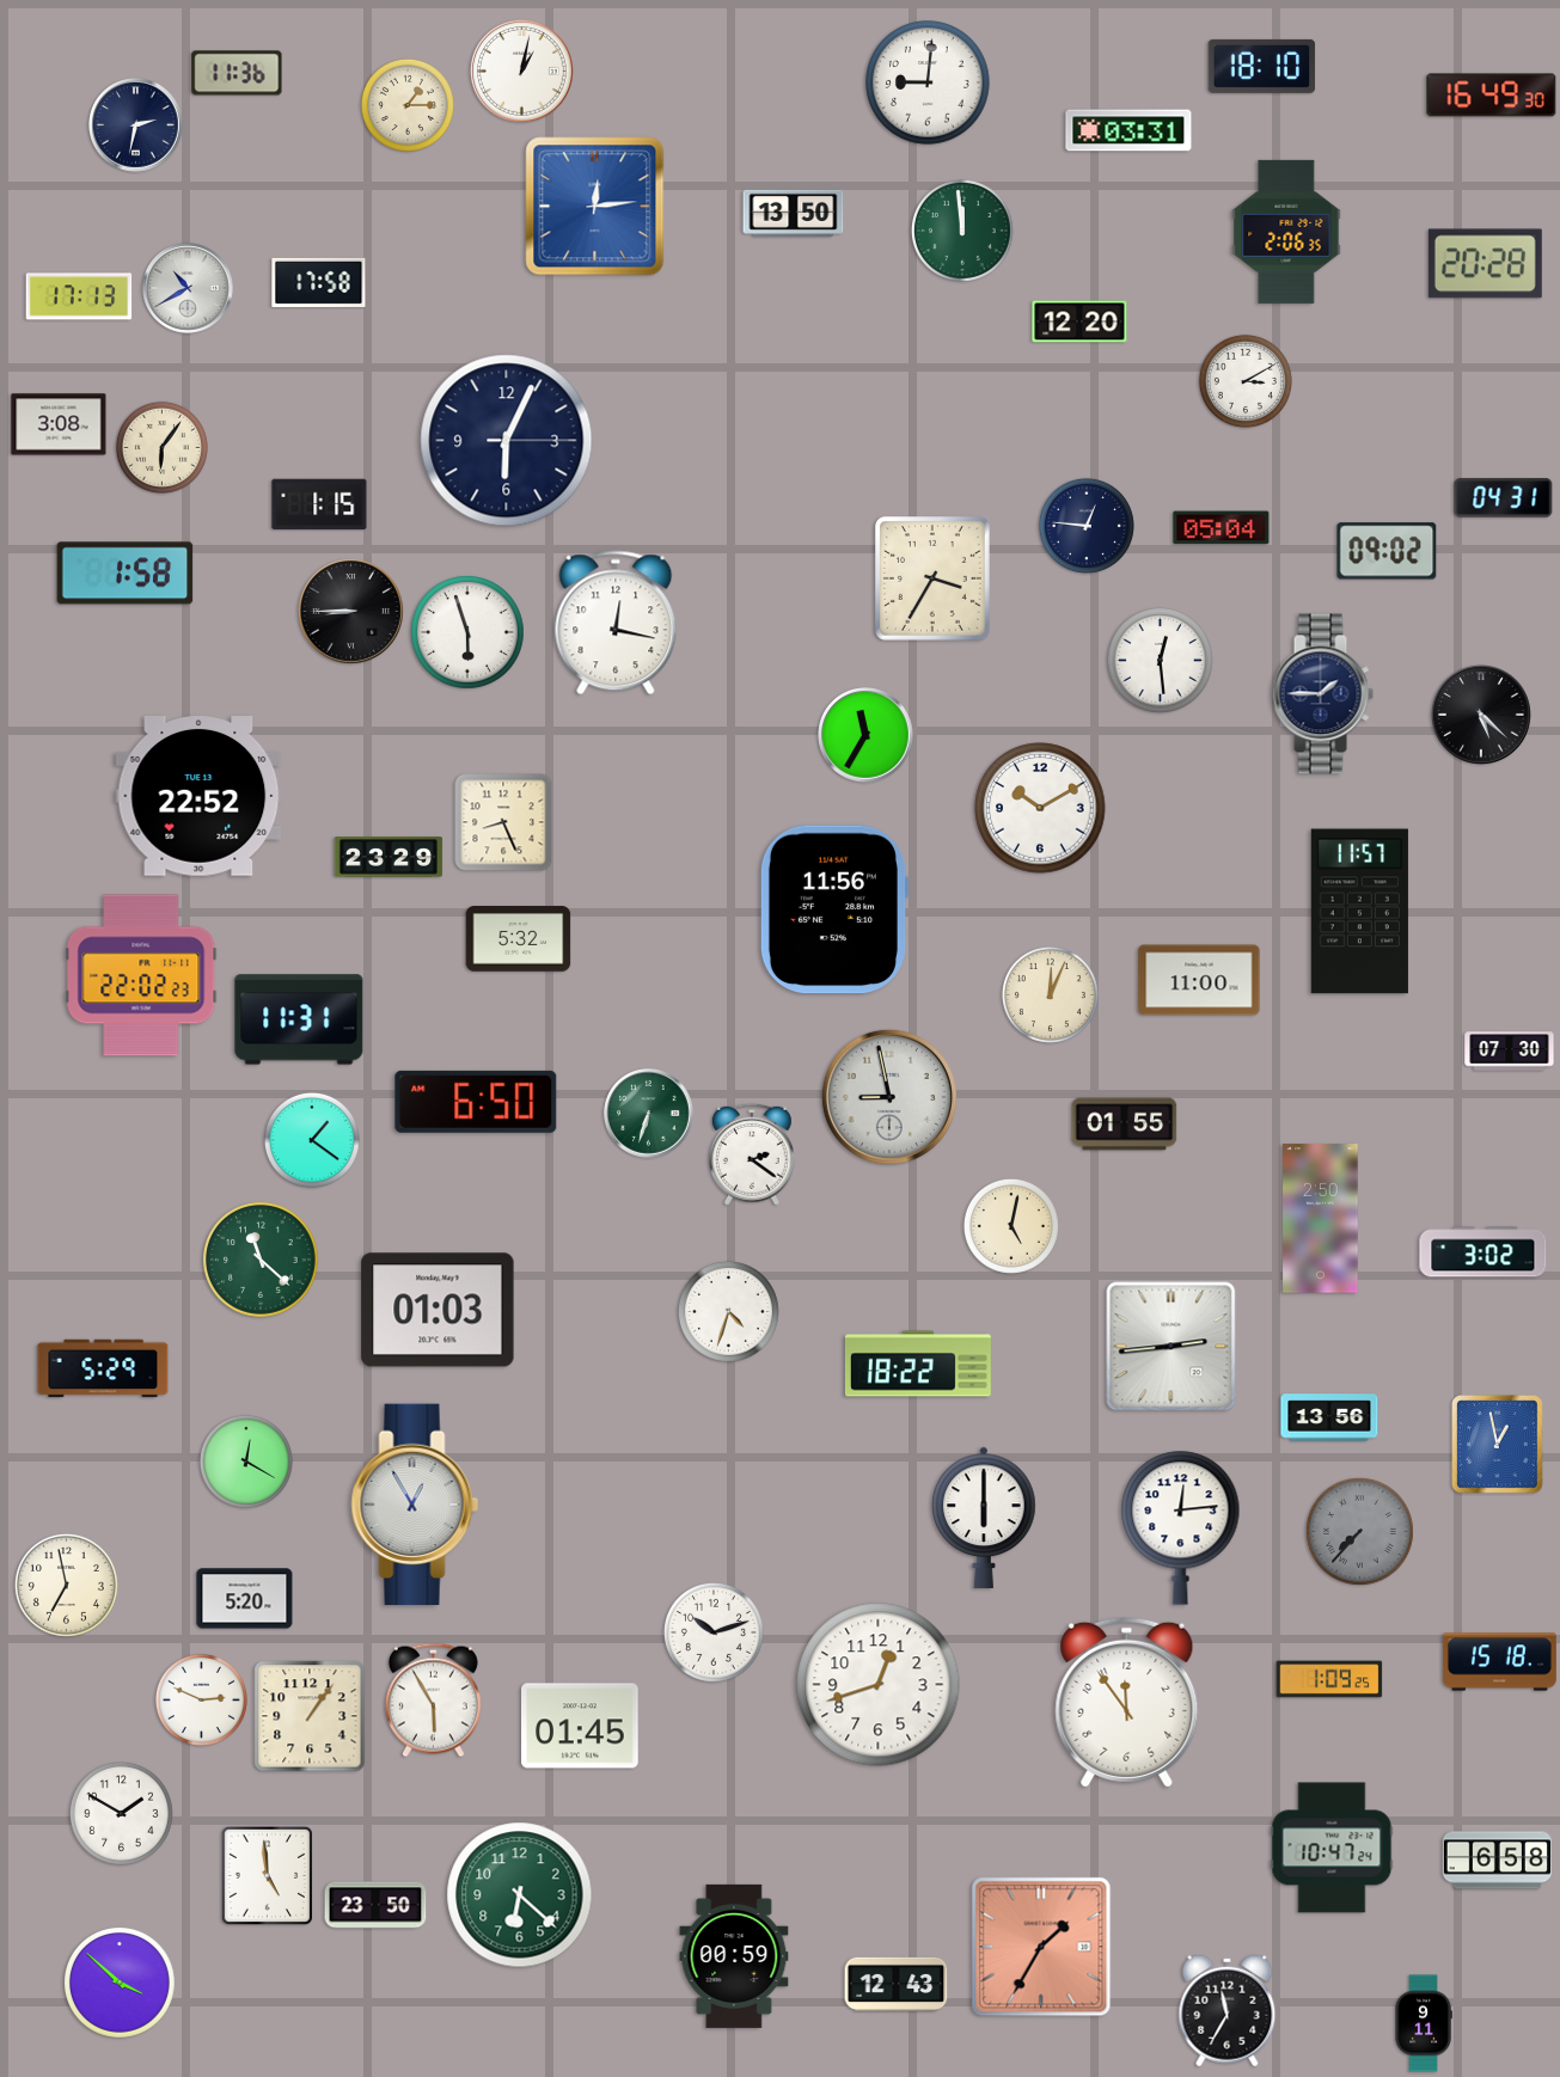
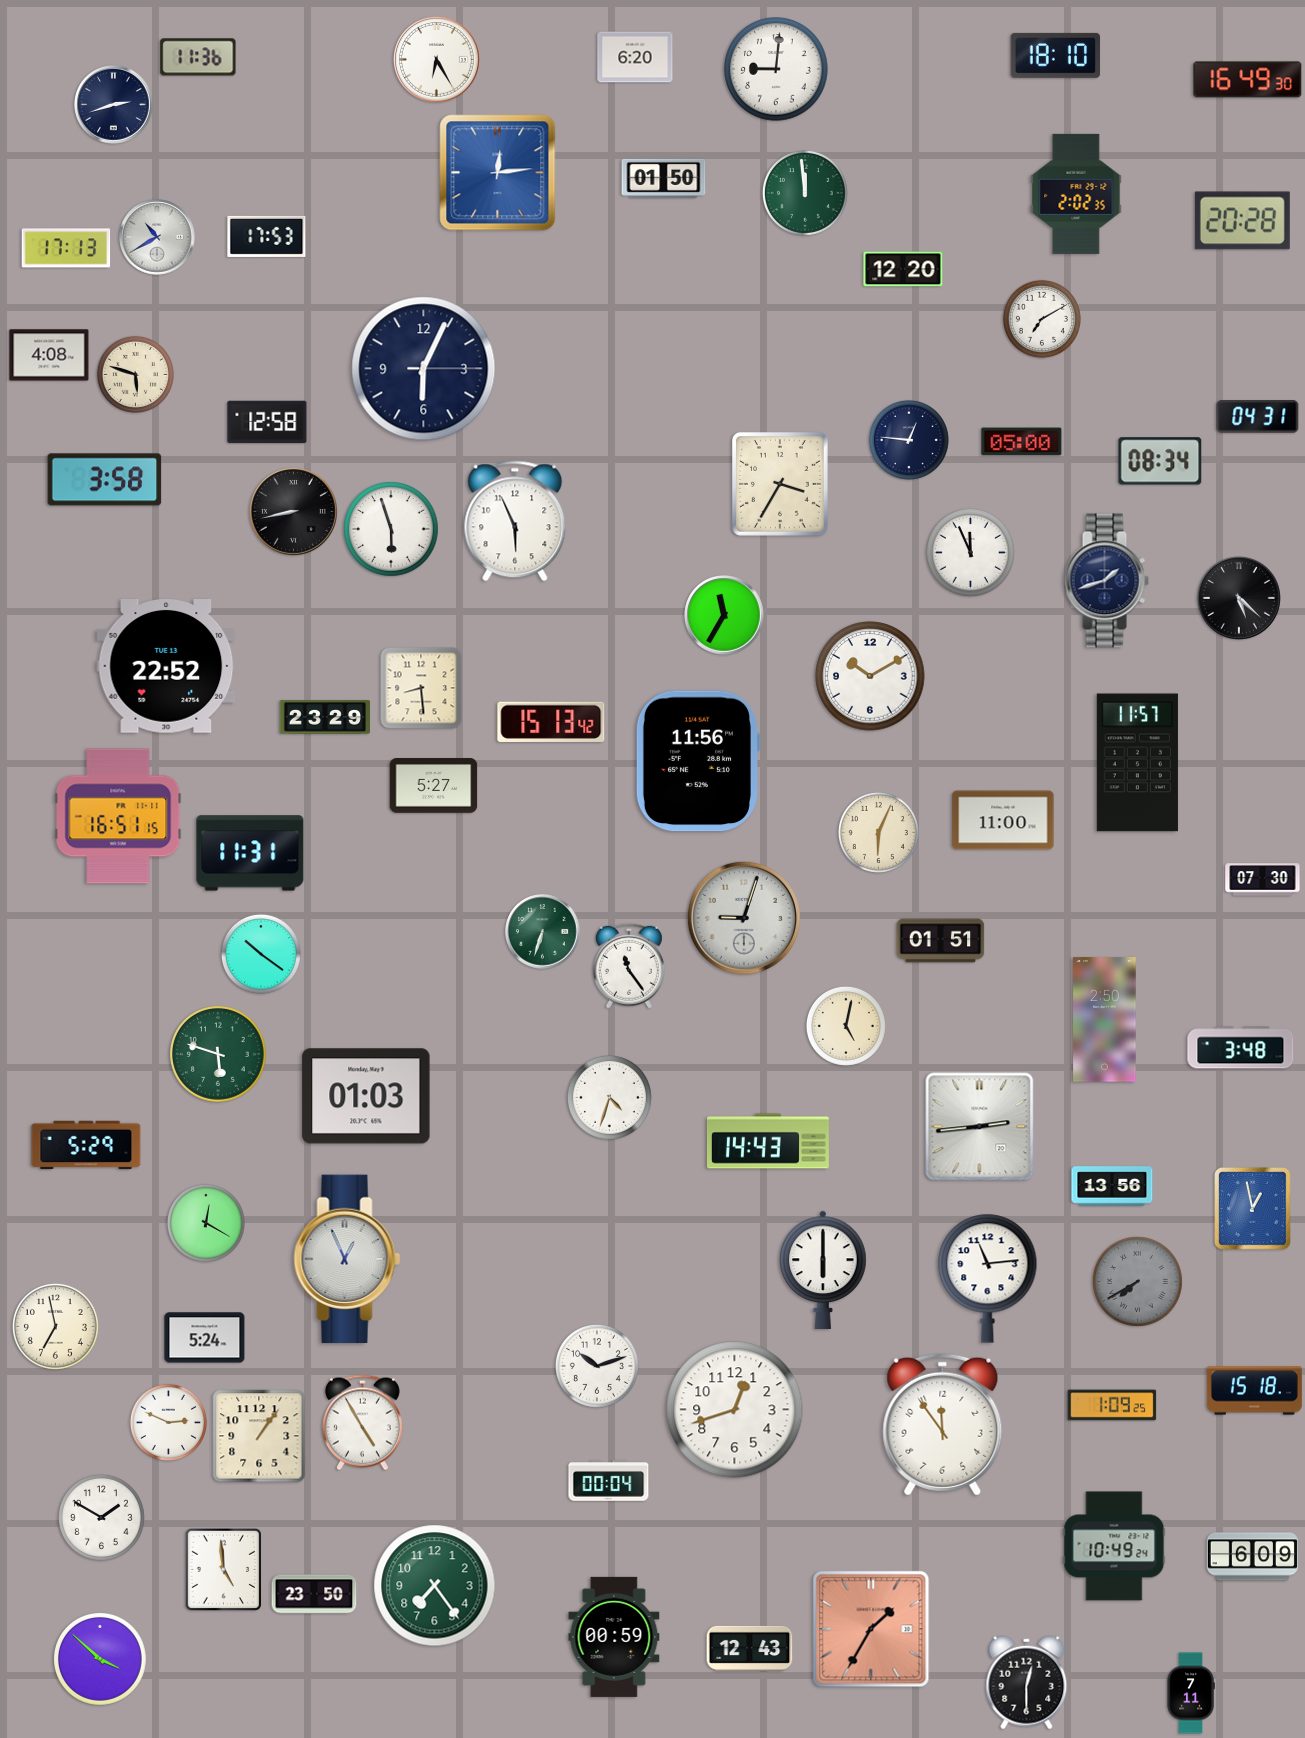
clock at (635, 57): none -> 6:20
clock at (522, 72): 1:02 -> 6:25
clock at (237, 73) position: (237, 73) -> (198, 57)
clock at (408, 105): 1:15 -> none
clock at (136, 125): 2:32 -> 2:42
clock at (1128, 130): 03:31 -> none
clock at (794, 213): 13:50 -> 01:50
clock at (1286, 232): 2:06 -> 2:02
clock at (319, 282): 17:58 -> 17:53
clock at (188, 288) position: (188, 288) -> (157, 237)
clock at (1246, 381): 3:10 -> 7:10
clock at (59, 424): 3:08 -> 4:08
clock at (161, 447): 6:06 -> 5:48
clock at (319, 504): 1:15 -> 12:58
clock at (1222, 528): 05:04 -> 05:00
clock at (1387, 551): 09:02 -> 08:34
clock at (126, 574): 1:58 -> 3:58
clock at (350, 611): 8:45 -> 8:43
clock at (616, 623): 12:17 -> 5:56
clock at (1160, 660): 12:29 -> 11:56
clock at (1322, 694): 1:45 -> 1:42
clock at (503, 822): 8:26 -> 8:29
clock at (551, 722): none -> 15:13
clock at (519, 939): 5:32 -> 5:27
clock at (141, 975): 22:02 -> 16:51
clock at (1050, 994): 12:04 -> 6:04
clock at (889, 1097): 8:58 -> 9:03
clock at (476, 1102): 6:50 -> none
clock at (1125, 1125): 01:55 -> 01:51
clock at (312, 1140): 1:21 -> 10:21
clock at (752, 1154): 2:21 -> 11:24
clock at (1483, 1252): 3:02 -> 3:48
clock at (262, 1261): 11:22 -> 5:48
clock at (918, 1364): 18:22 -> 14:43
clock at (415, 1505): 12:55 -> 12:56
clock at (1181, 1527): 12:14 -> 11:14
clock at (1359, 1531): 7:37 -> 7:40
clock at (245, 1599): 5:20 -> 5:24
clock at (433, 1701): 5:55 -> 4:55
clock at (580, 1726): 01:45 -> none
clock at (609, 1481): none -> 00:04
clock at (1332, 1848): 10:47 -> 10:49
clock at (1497, 1861): 6:58 -> 6:09
clock at (520, 1895): 6:22 -> 7:24
clock at (897, 1984) position: (897, 1984) -> (750, 1648)
clock at (1228, 2011): 11:35 -> 12:30
clock at (1424, 2023): 9:11 -> 7:11
